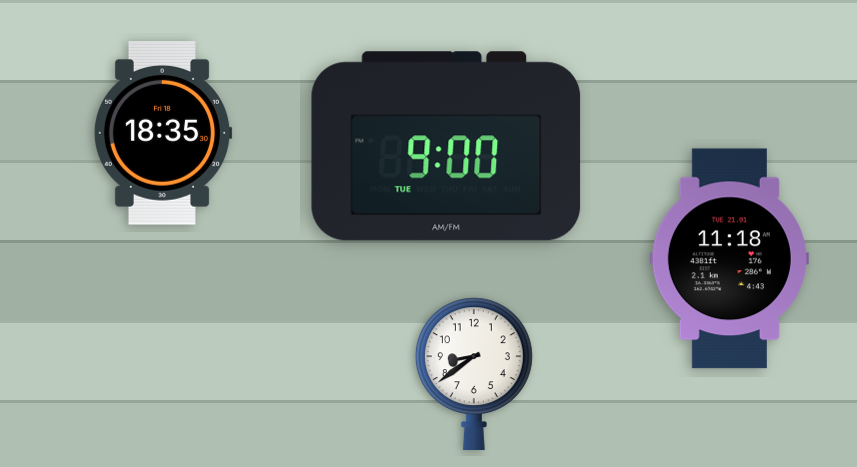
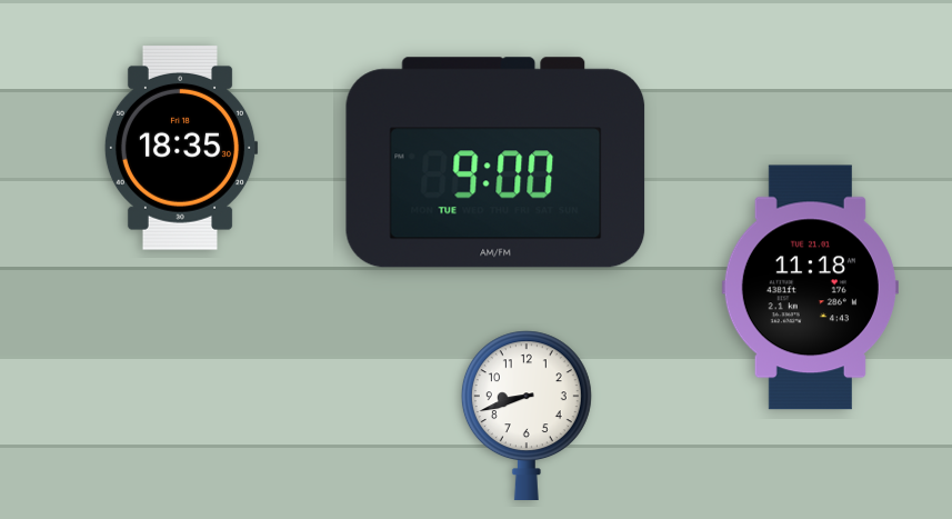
clock at (474, 373): 8:39 -> 8:42
